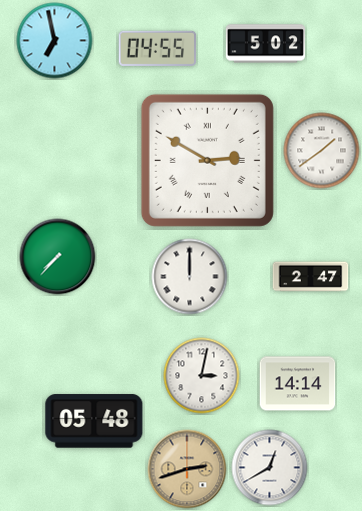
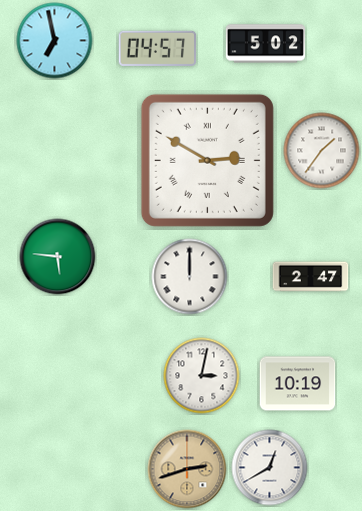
clock at (158, 48): 04:55 -> 04:57
clock at (322, 151): 1:39 -> 1:36
clock at (58, 257): 7:37 -> 5:46
clock at (298, 384): 14:14 -> 10:19
clock at (94, 421): 05:48 -> none
